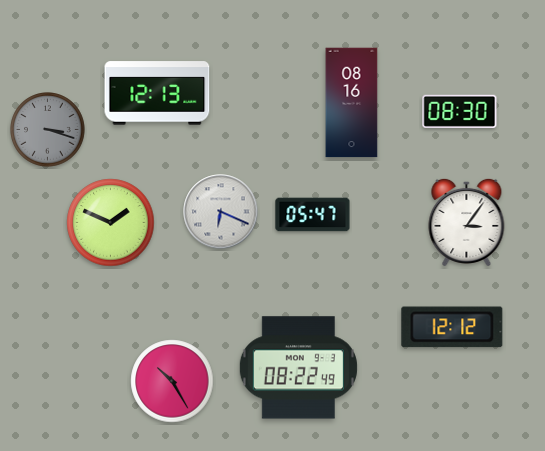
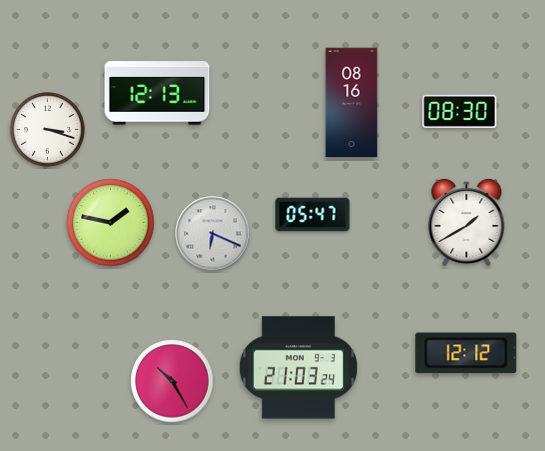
clock at (48, 130) dial: grey -> white
clock at (221, 212) position: (221, 212) -> (213, 234)
clock at (467, 222): 3:06 -> 1:40
clock at (111, 223): 1:49 -> 1:47
clock at (452, 327) position: (452, 327) -> (466, 353)
clock at (298, 368): 08:22 -> 21:03
